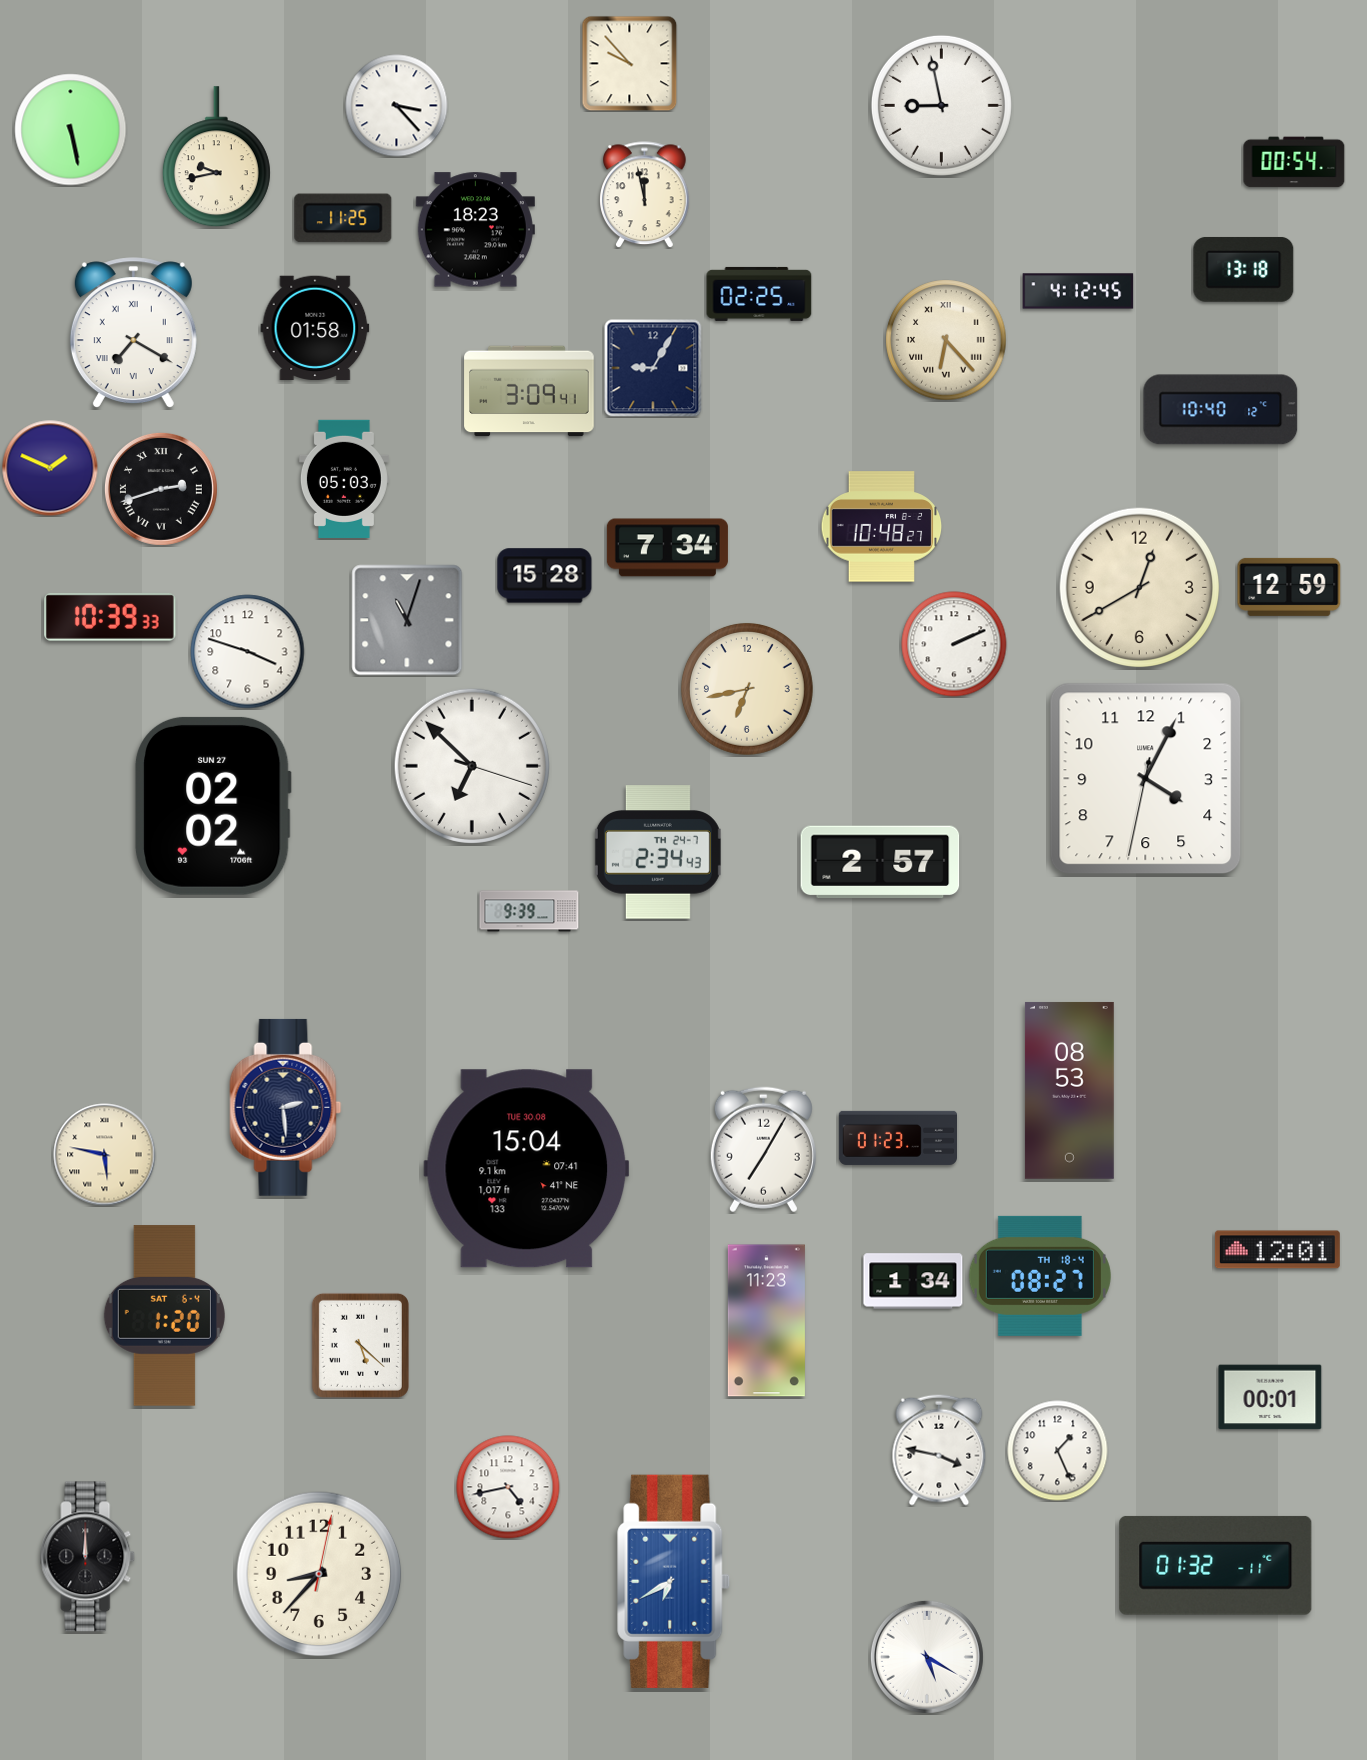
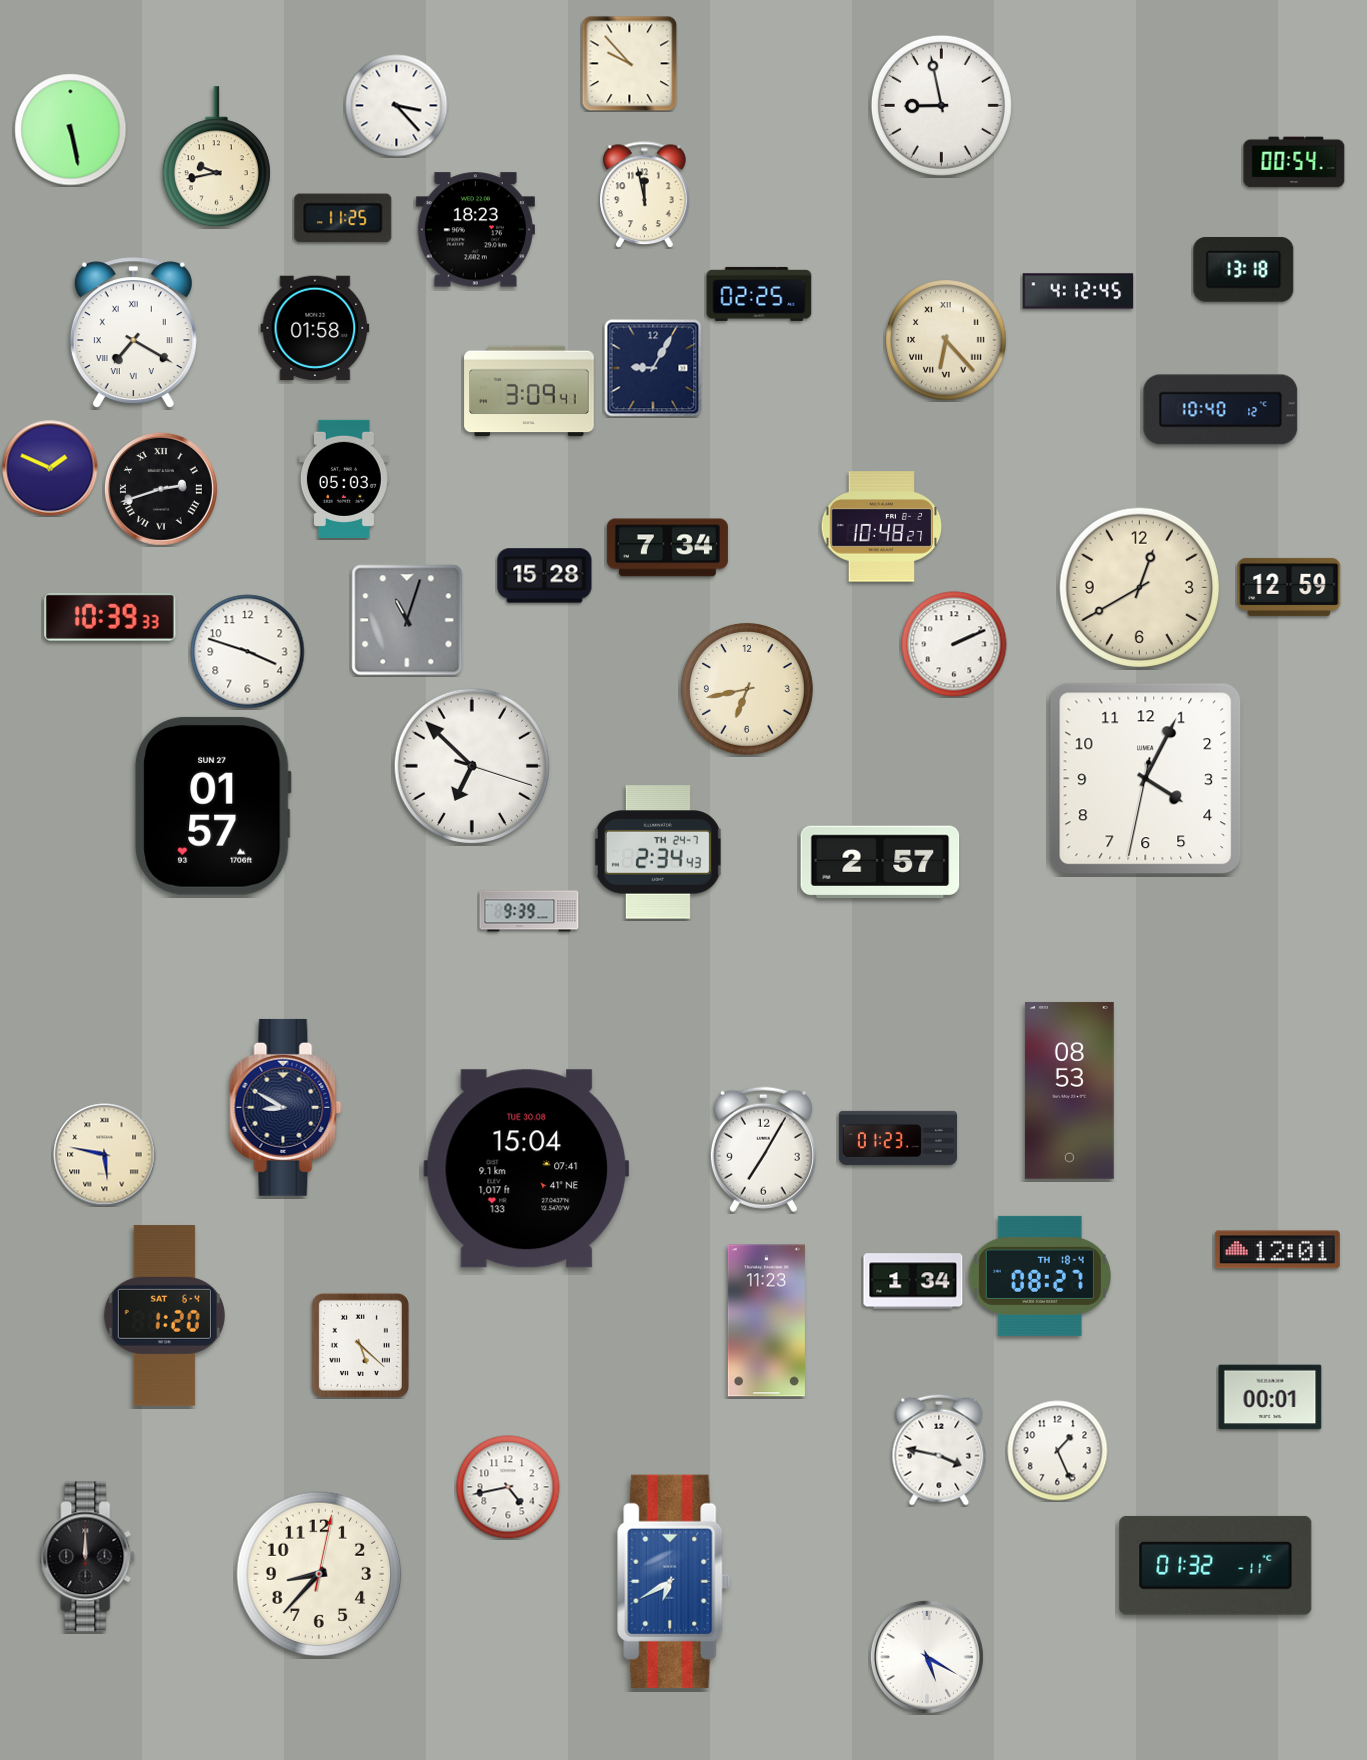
clock at (213, 806): 02:02 -> 01:57
clock at (286, 1107): 2:29 -> 8:50
